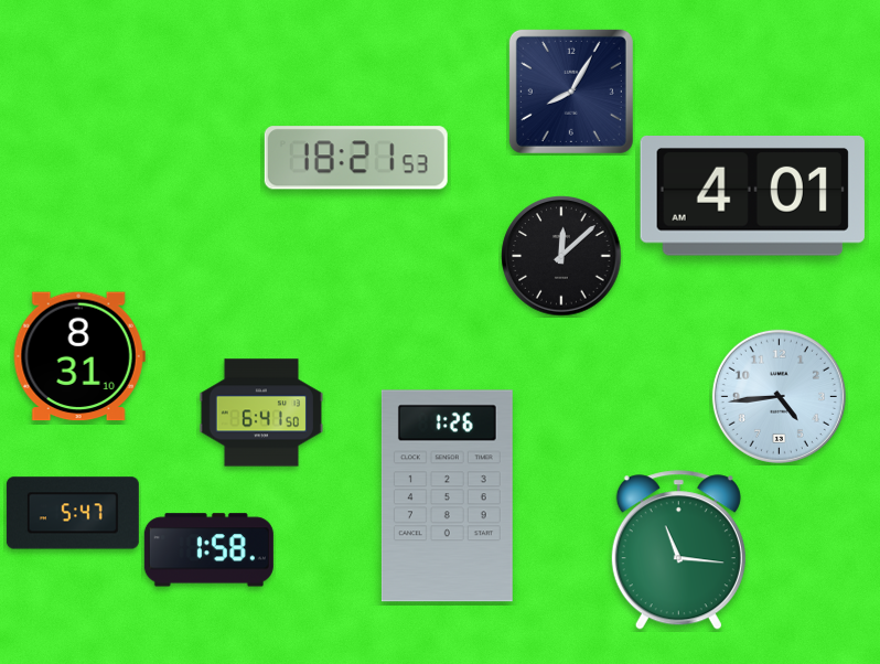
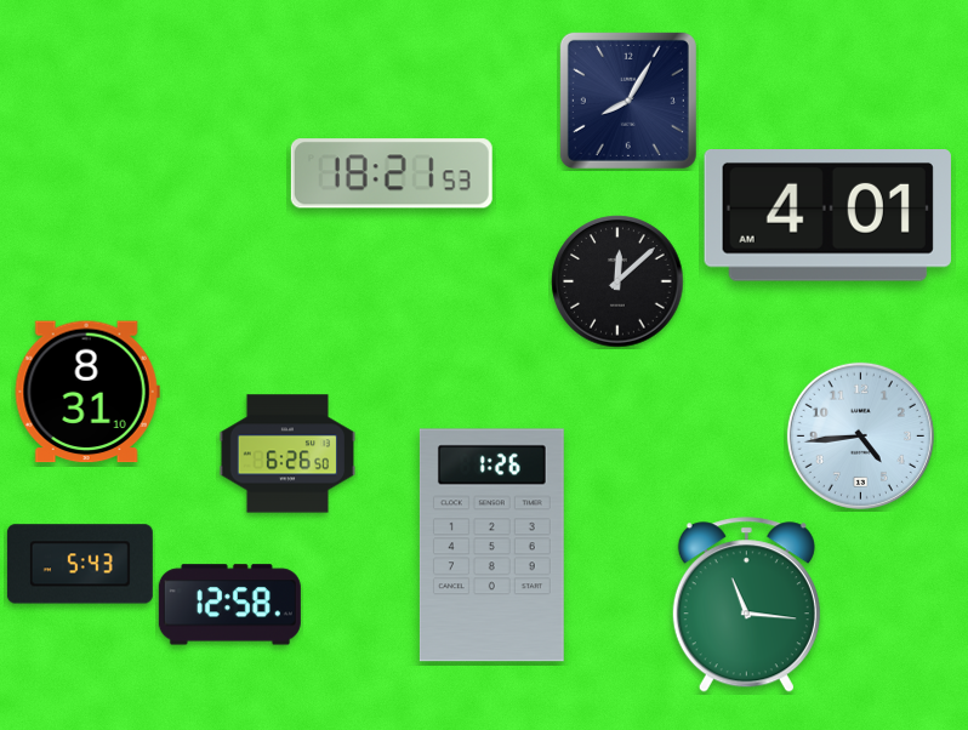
clock at (779, 396) position: (779, 396) -> (860, 435)
clock at (260, 413): 6:41 -> 6:26
clock at (73, 513): 5:47 -> 5:43
clock at (208, 550): 1:58 -> 12:58
